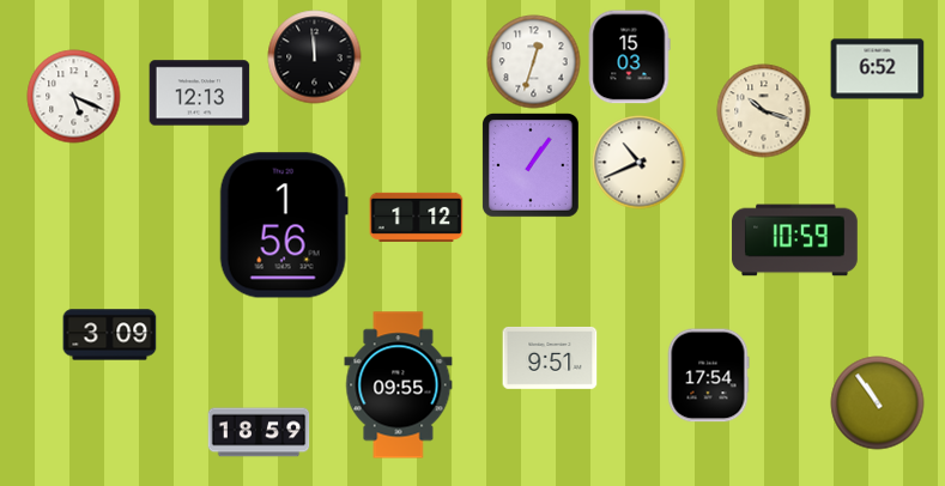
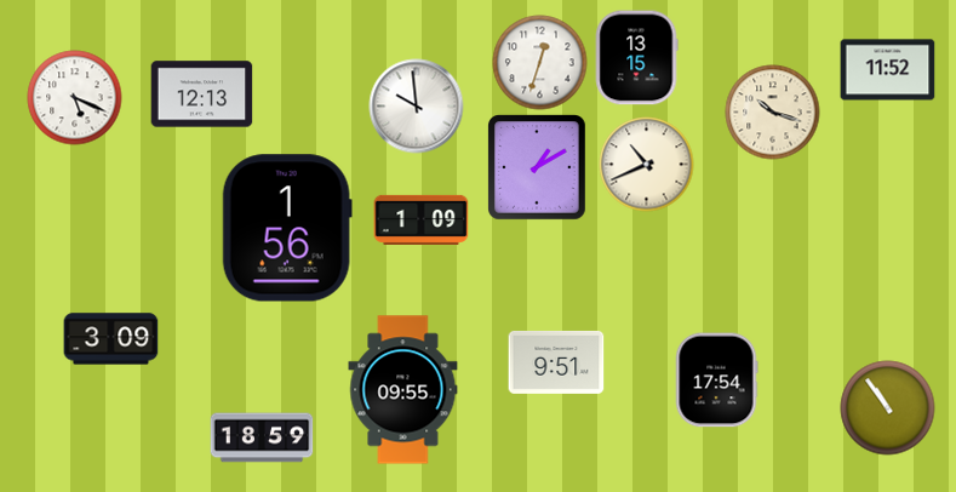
clock at (314, 56): 11:59 -> none
clock at (629, 56): 15:03 -> 13:15
clock at (877, 69): 6:52 -> 11:52
clock at (416, 105): none -> 9:59
clock at (532, 165): 1:06 -> 1:10
clock at (416, 217): 1:12 -> 1:09
clock at (795, 241): 10:59 -> none
